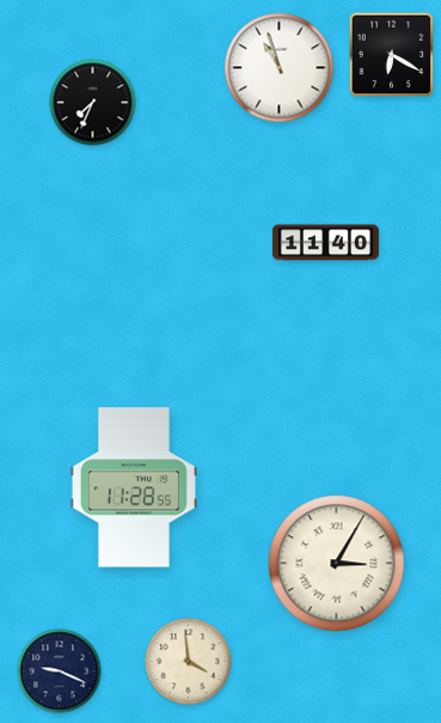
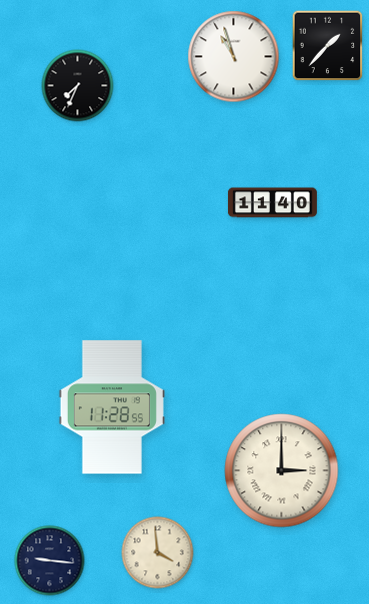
clock at (392, 55): 6:20 -> 1:37
clock at (337, 564): 3:05 -> 3:00
clock at (60, 672): 9:19 -> 9:16
